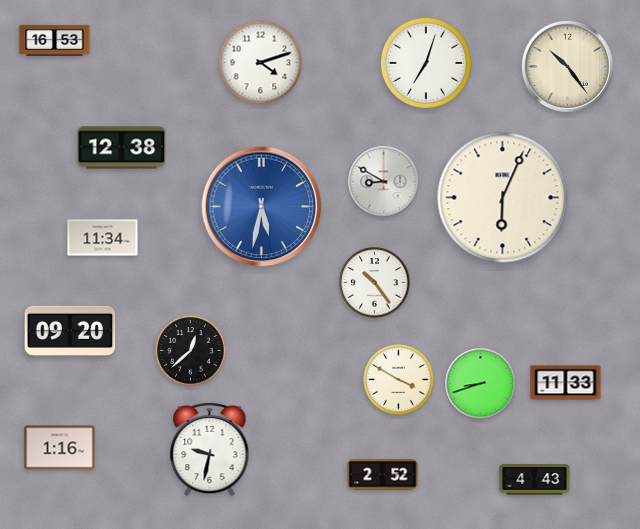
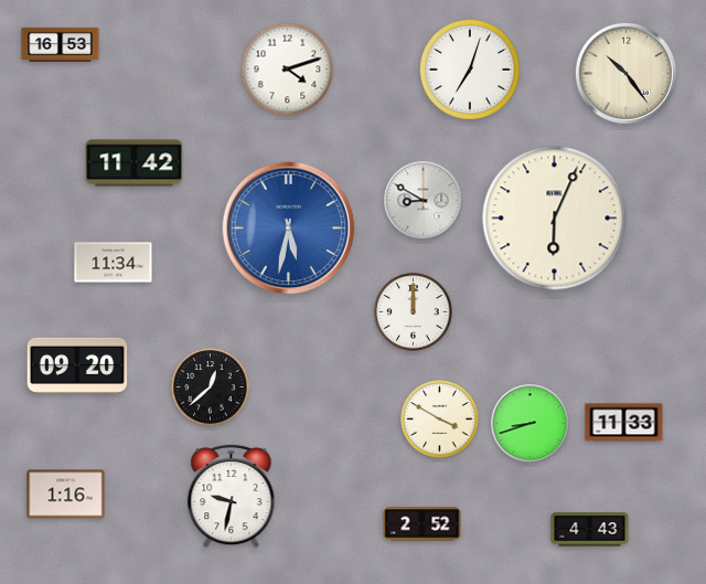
clock at (122, 148): 12:38 -> 11:42
clock at (375, 283): 10:24 -> 12:00
